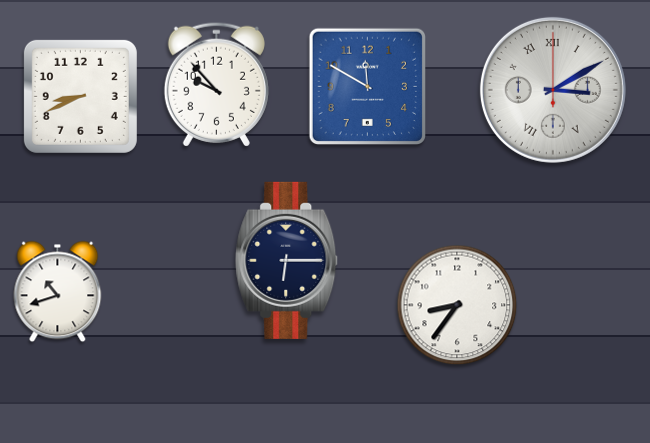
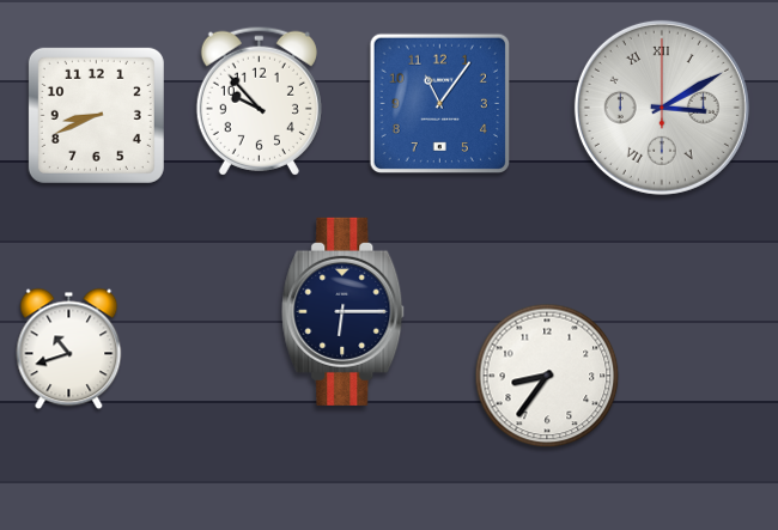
clock at (367, 86): 11:50 -> 11:06
clock at (457, 305) position: (457, 305) -> (547, 376)
